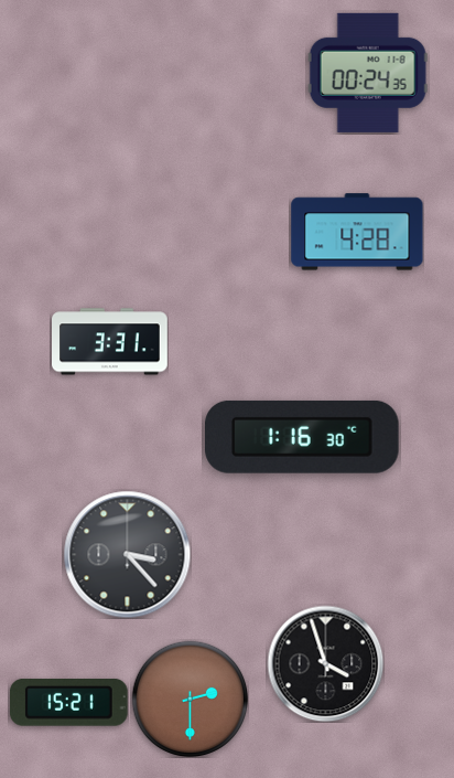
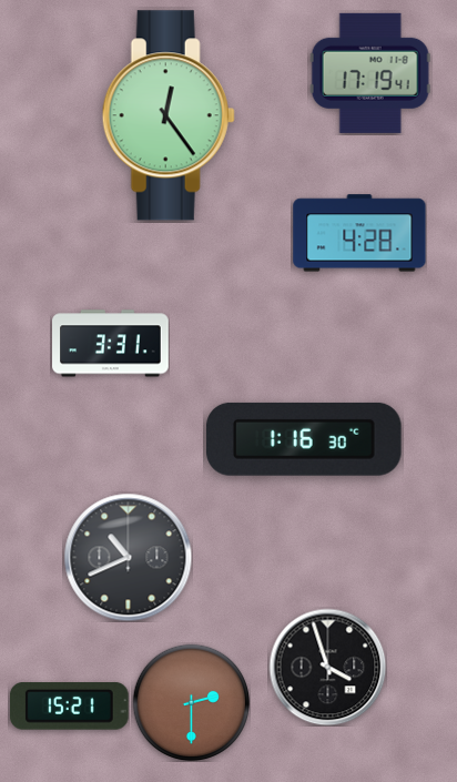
clock at (368, 73): 00:24 -> 17:19
clock at (169, 115): none -> 12:24
clock at (127, 554): 3:23 -> 10:41
